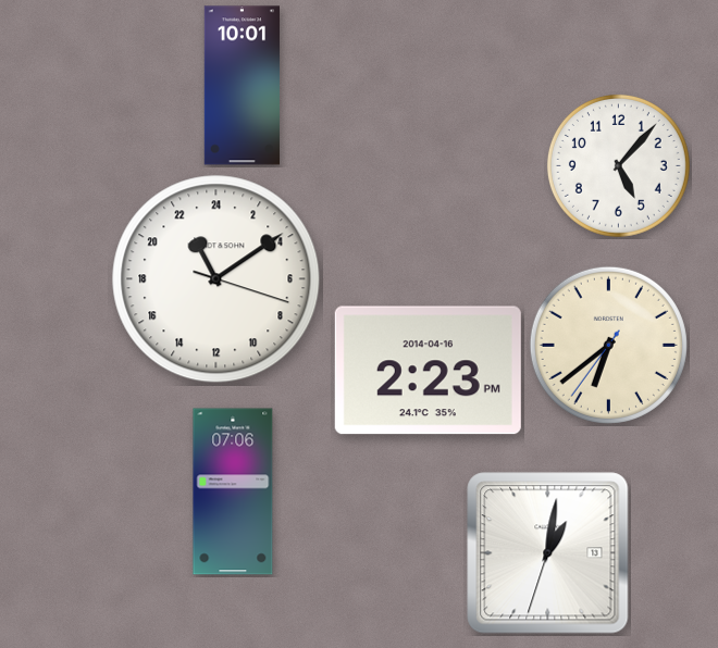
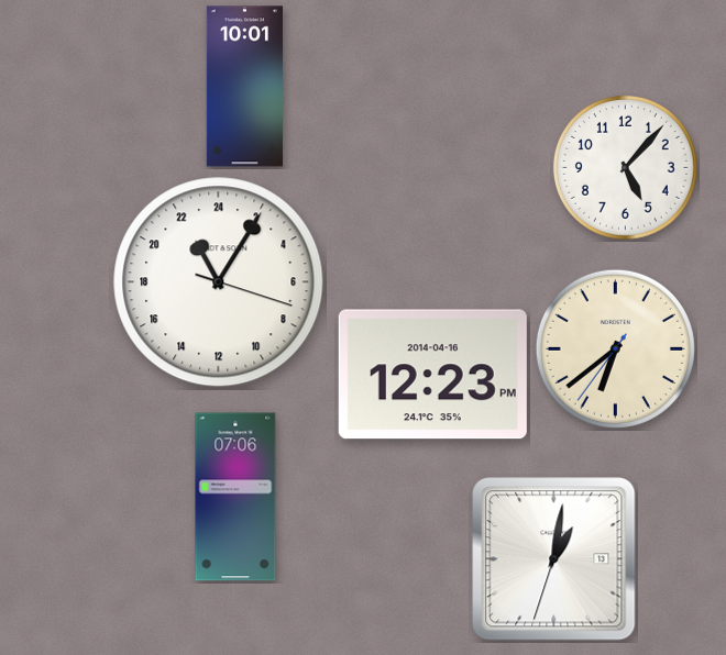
clock at (216, 279): 22:09 -> 22:05
clock at (428, 371): 2:23 -> 12:23
